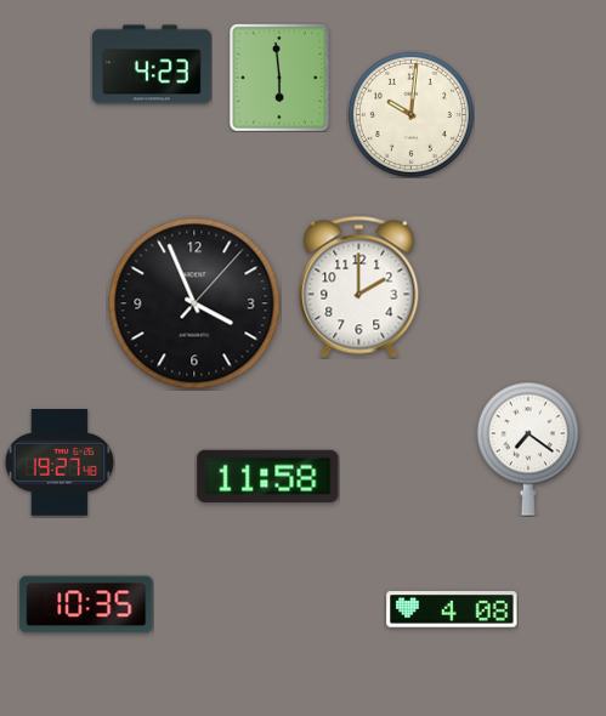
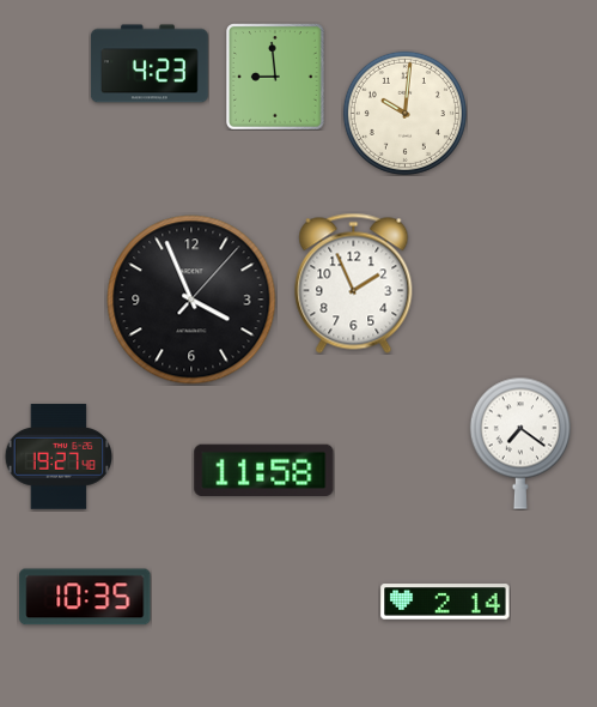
clock at (281, 78): 5:59 -> 8:59
clock at (359, 286): 2:00 -> 1:56
clock at (452, 609): 4:08 -> 2:14
